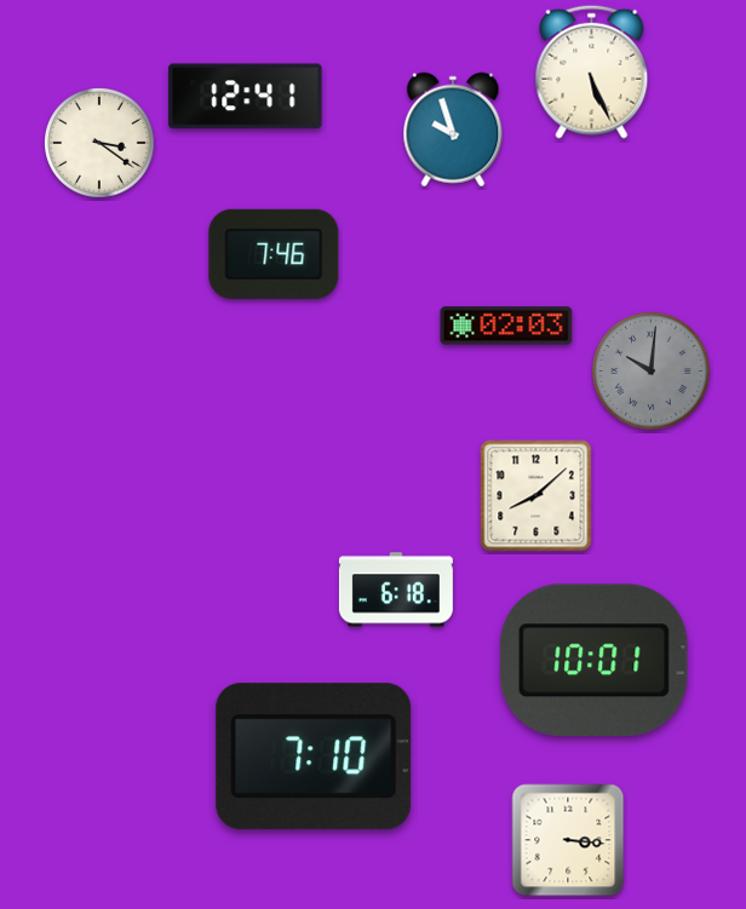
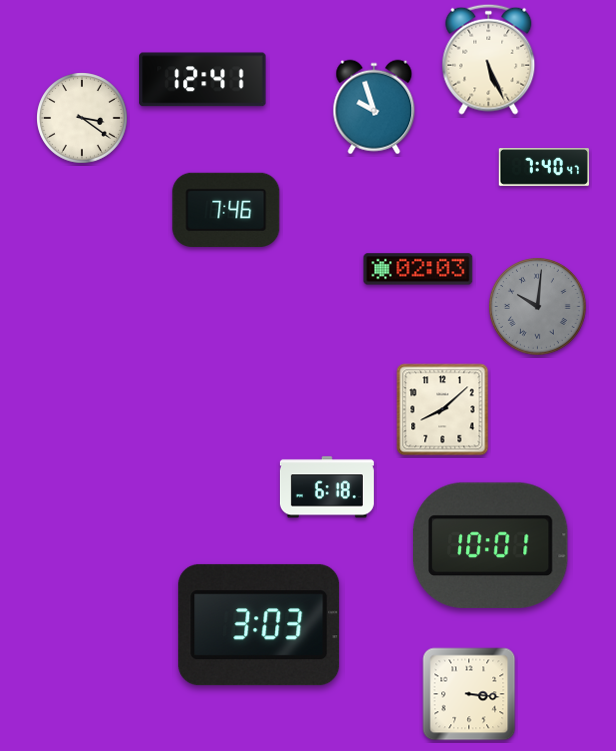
clock at (543, 168): none -> 7:40
clock at (314, 756): 7:10 -> 3:03
